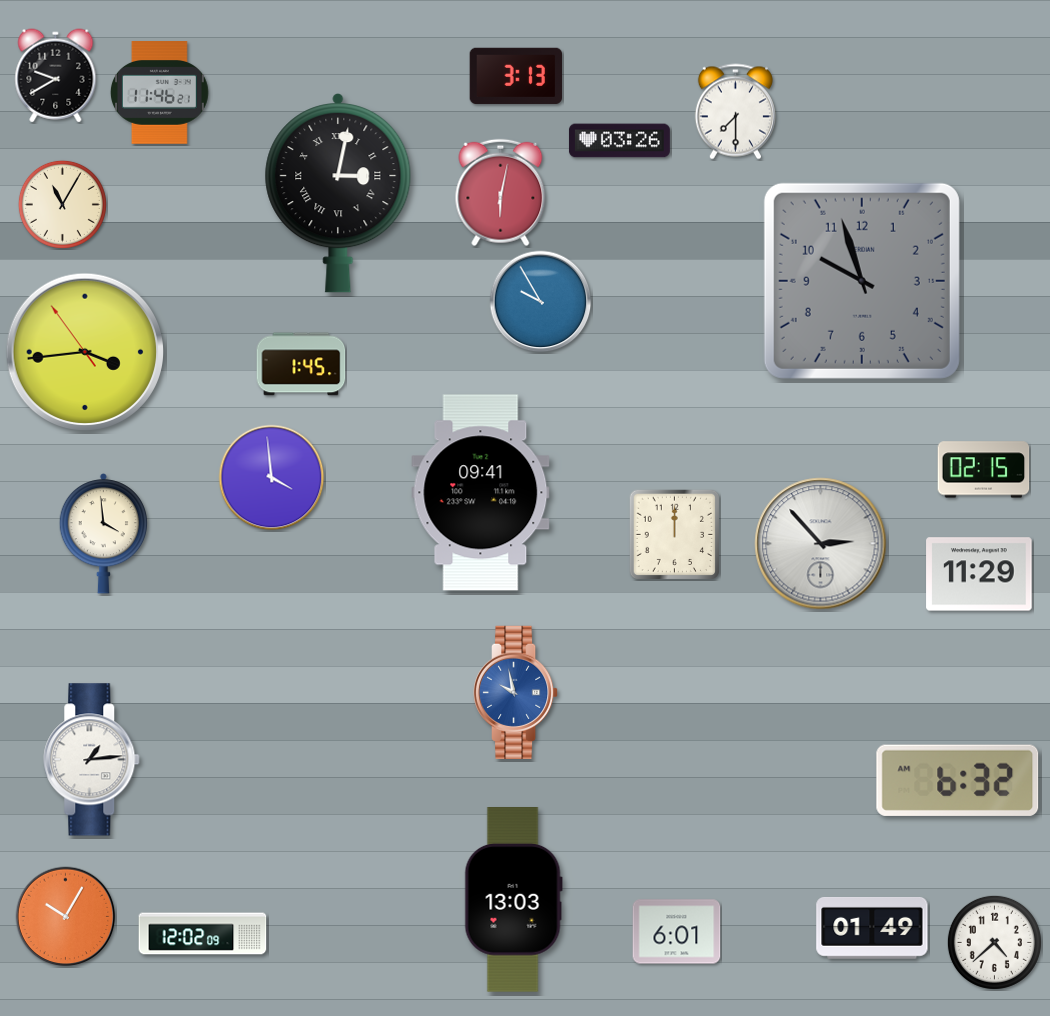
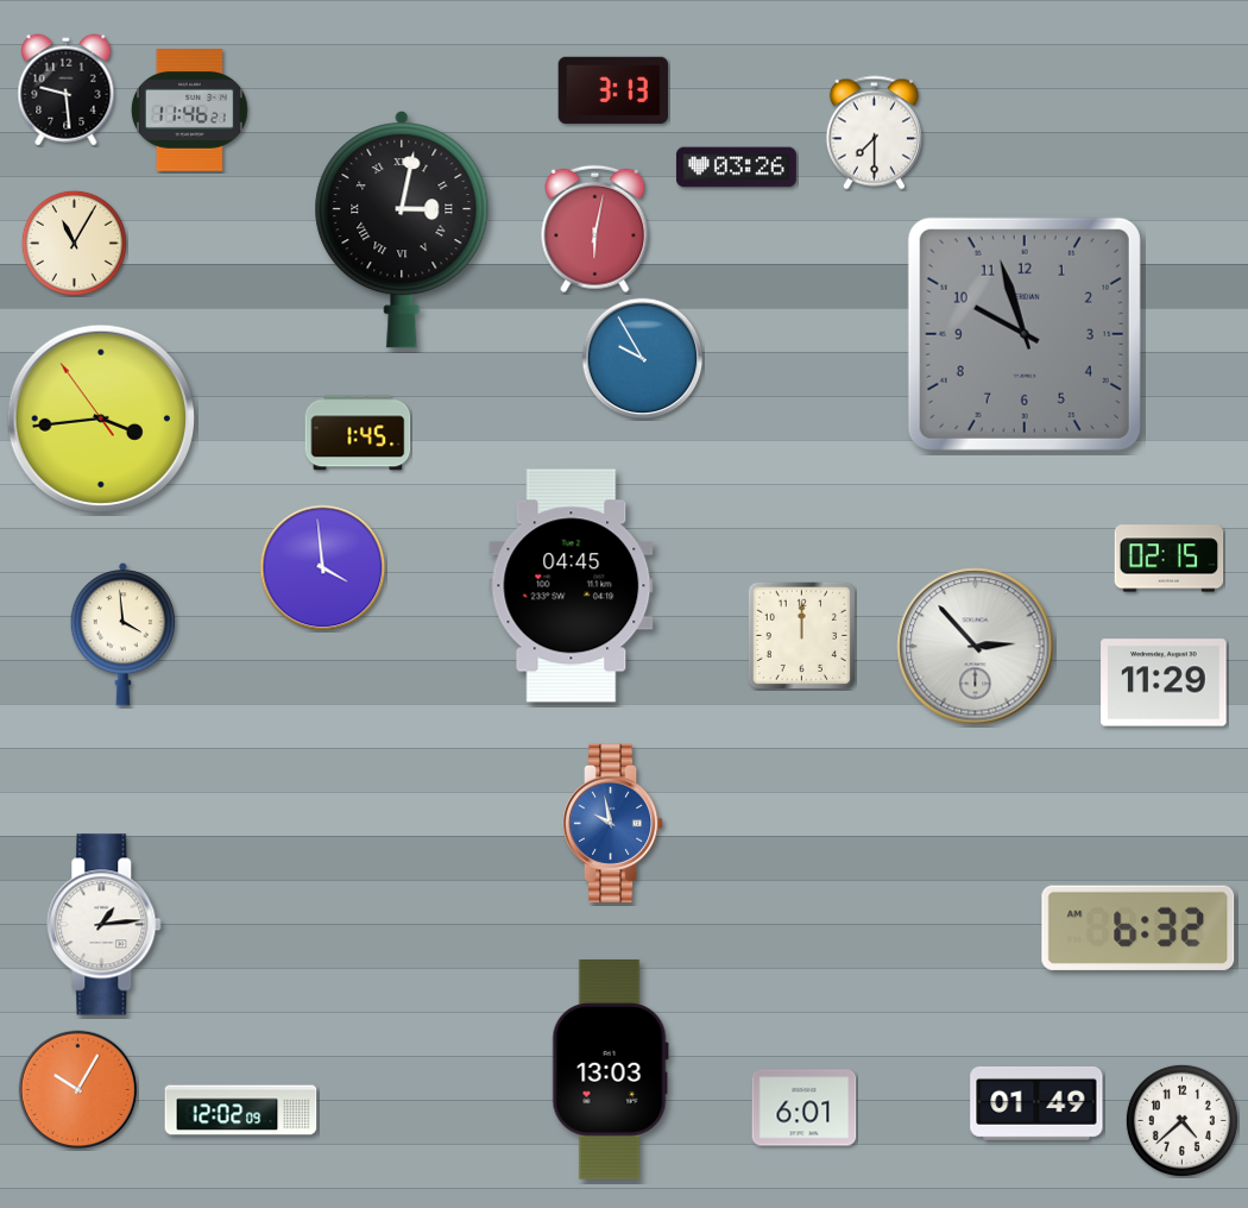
clock at (56, 76): 9:40 -> 9:29
clock at (481, 493): 09:41 -> 04:45
clock at (92, 760) position: (92, 760) -> (105, 925)
